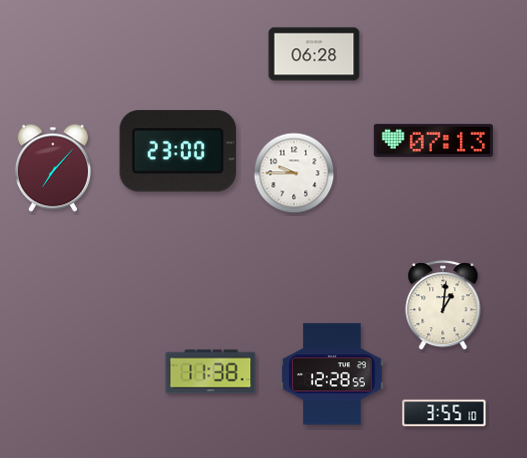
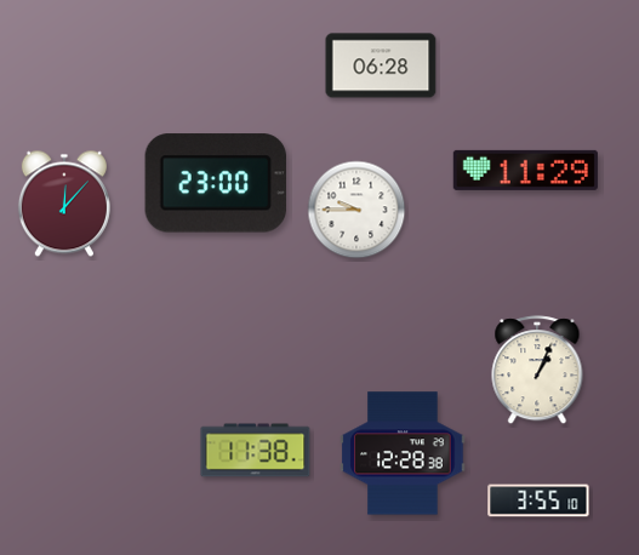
clock at (433, 140): 07:13 -> 11:29
clock at (53, 168): 7:07 -> 12:07
clock at (443, 306): 1:01 -> 1:04
clock at (332, 374): 12:28:55 -> 12:28:38
